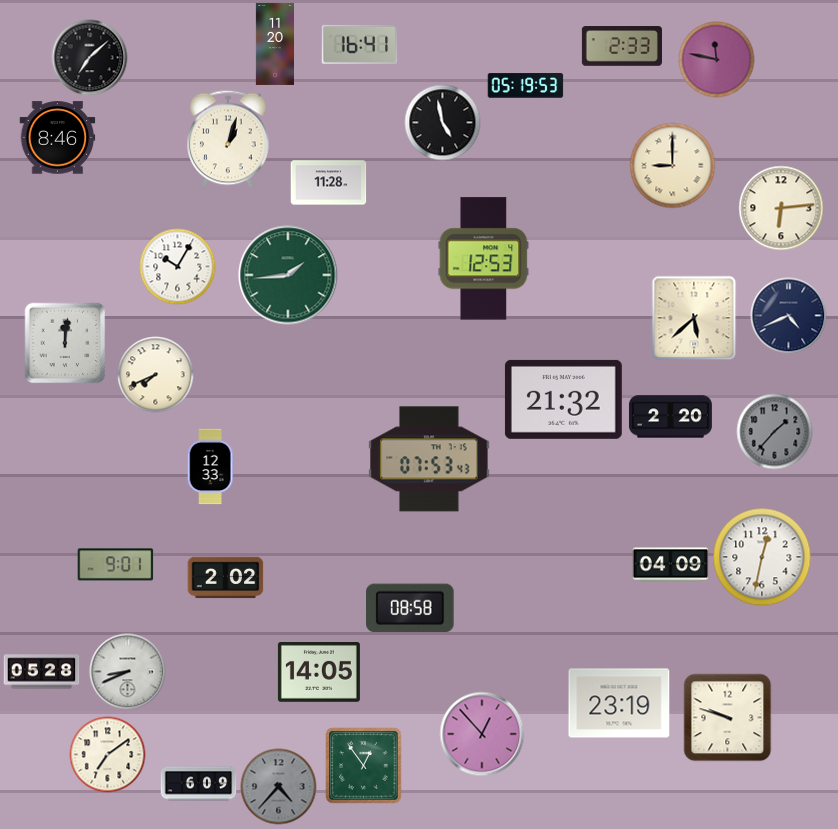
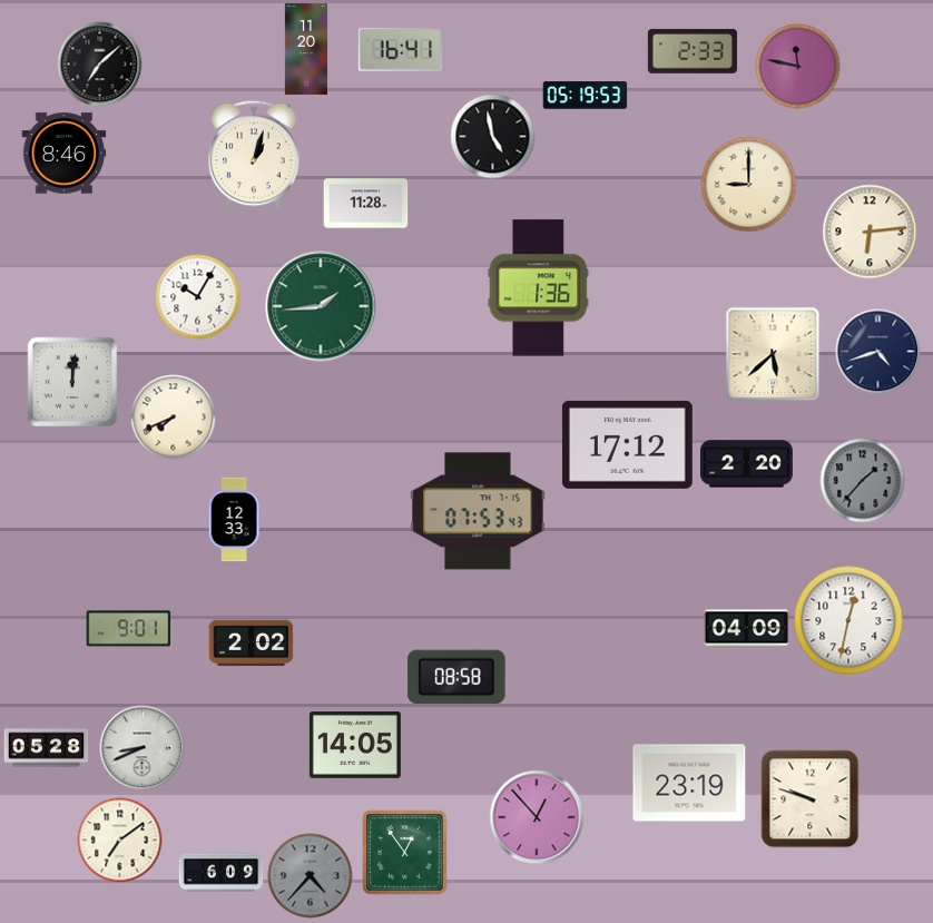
clock at (484, 259): 12:53 -> 1:36
clock at (789, 316): 4:41 -> 4:42
clock at (563, 399): 21:32 -> 17:12
clock at (319, 673) position: (319, 673) -> (355, 746)
